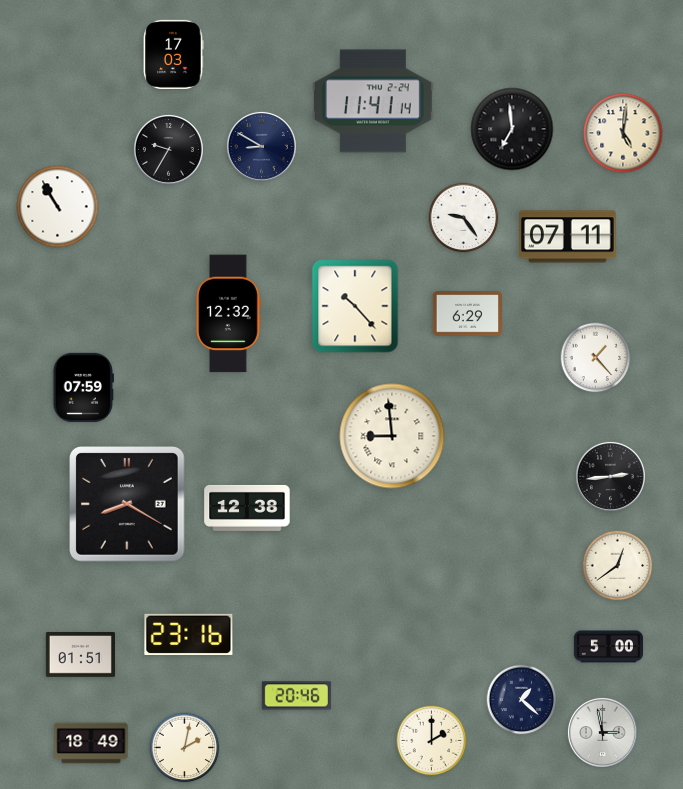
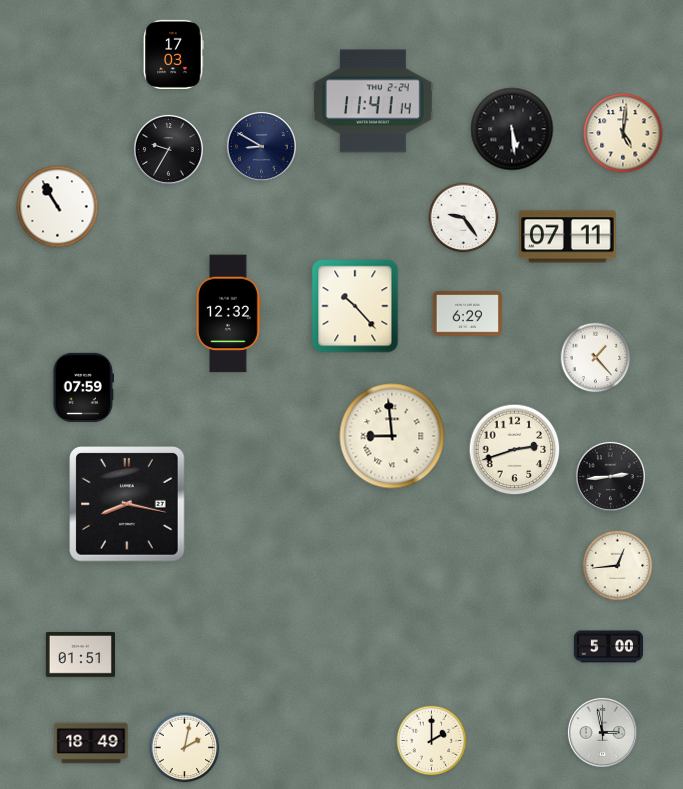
clock at (512, 129): 6:59 -> 5:29
clock at (515, 450): none -> 2:42
clock at (128, 505): 8:20 -> 8:17
clock at (247, 508): 12:38 -> none
clock at (618, 566): 12:39 -> 12:44
clock at (189, 634): 23:16 -> none
clock at (296, 696): 20:46 -> none
clock at (522, 700): 1:22 -> none
